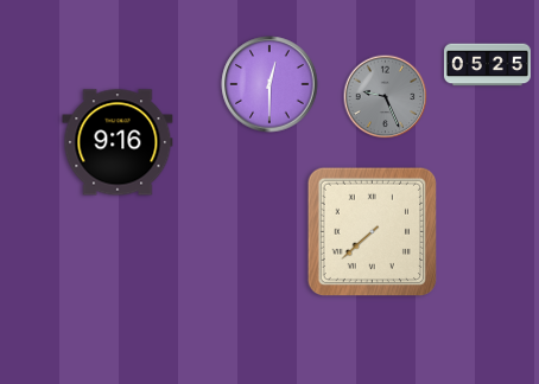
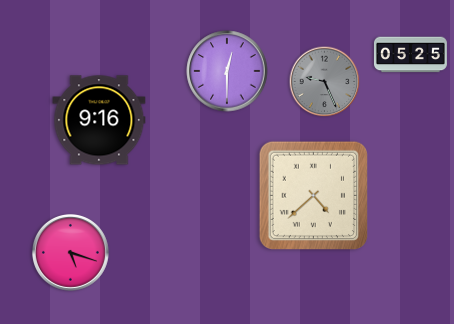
clock at (372, 231): 7:38 -> 4:38
clock at (70, 252): none -> 5:18
